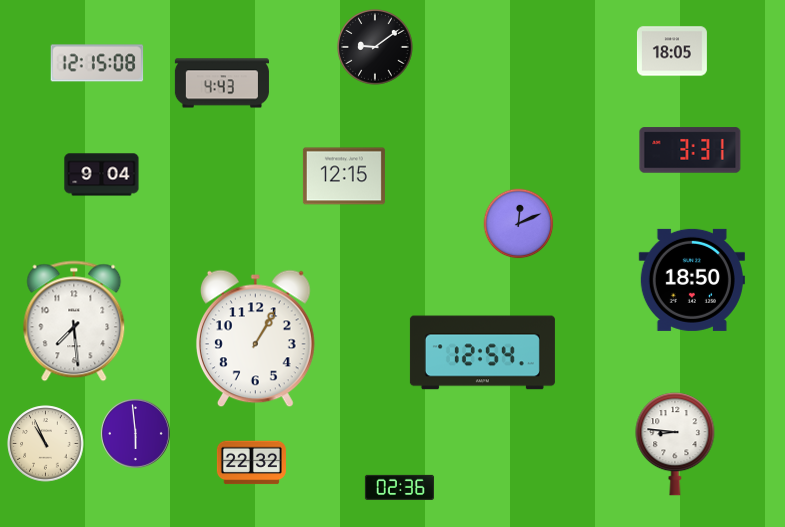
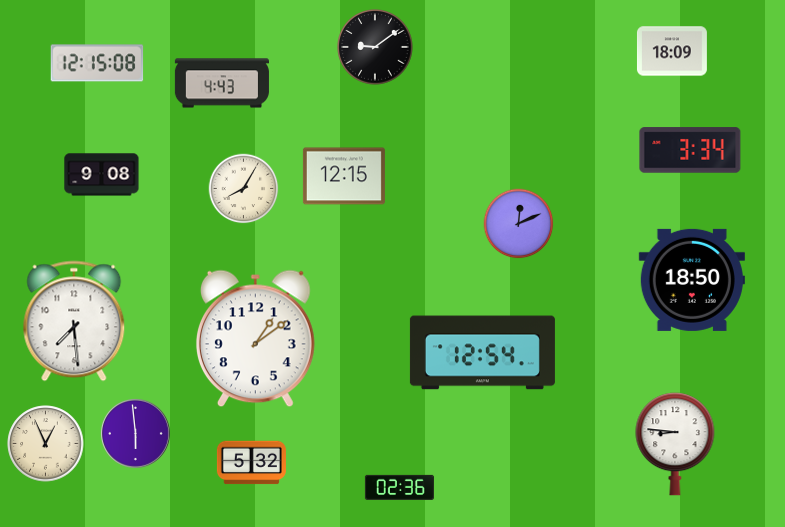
clock at (672, 51): 18:05 -> 18:09
clock at (690, 150): 3:31 -> 3:34
clock at (102, 175): 9:04 -> 9:08
clock at (244, 189): none -> 8:05
clock at (255, 339): 1:05 -> 1:09
clock at (46, 444): 10:56 -> 12:56
clock at (251, 463): 22:32 -> 5:32
